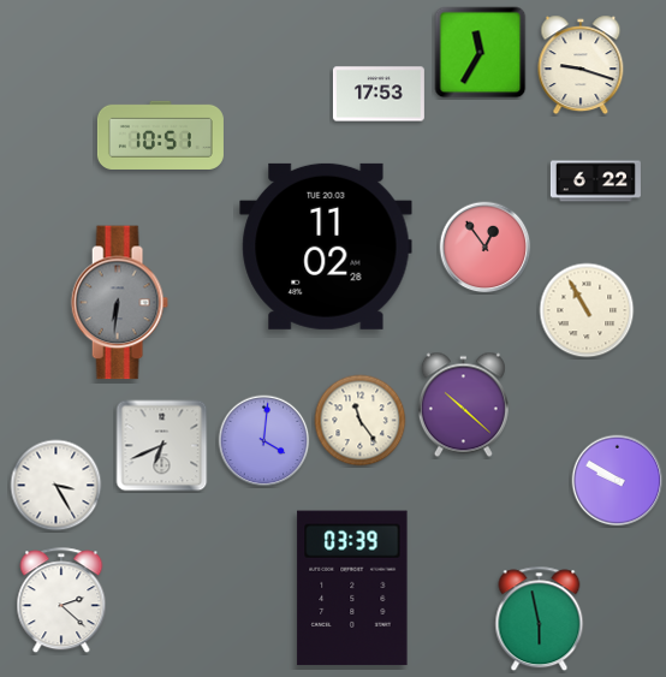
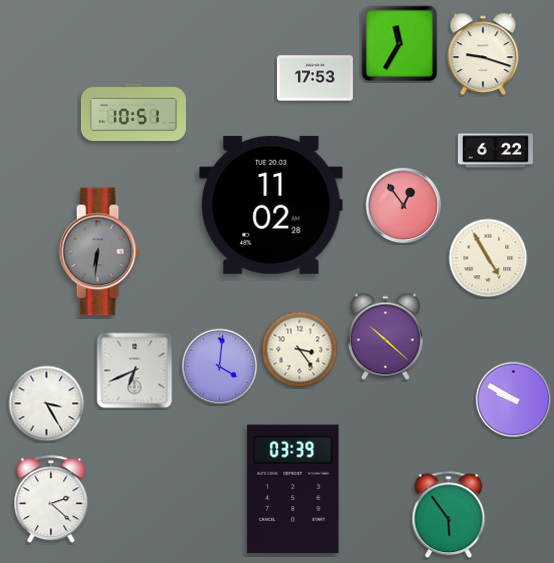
clock at (587, 310): 10:55 -> 4:55
clock at (361, 421): 11:24 -> 3:24
clock at (540, 619): 5:58 -> 5:54
